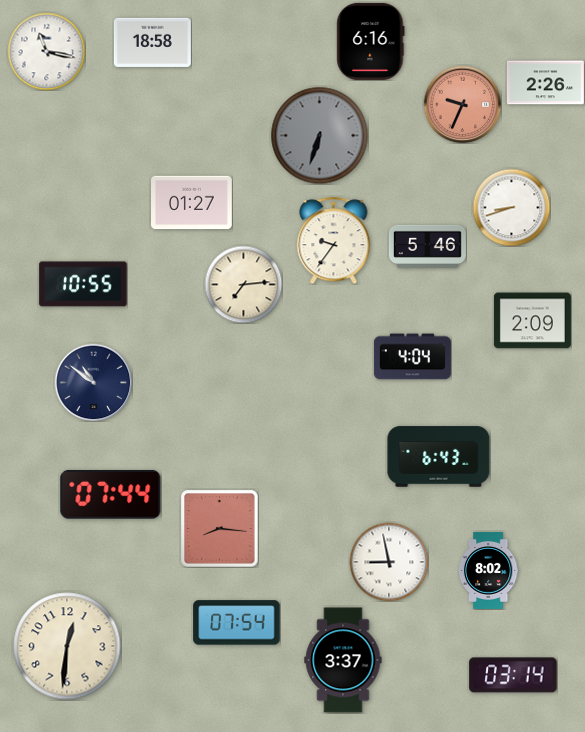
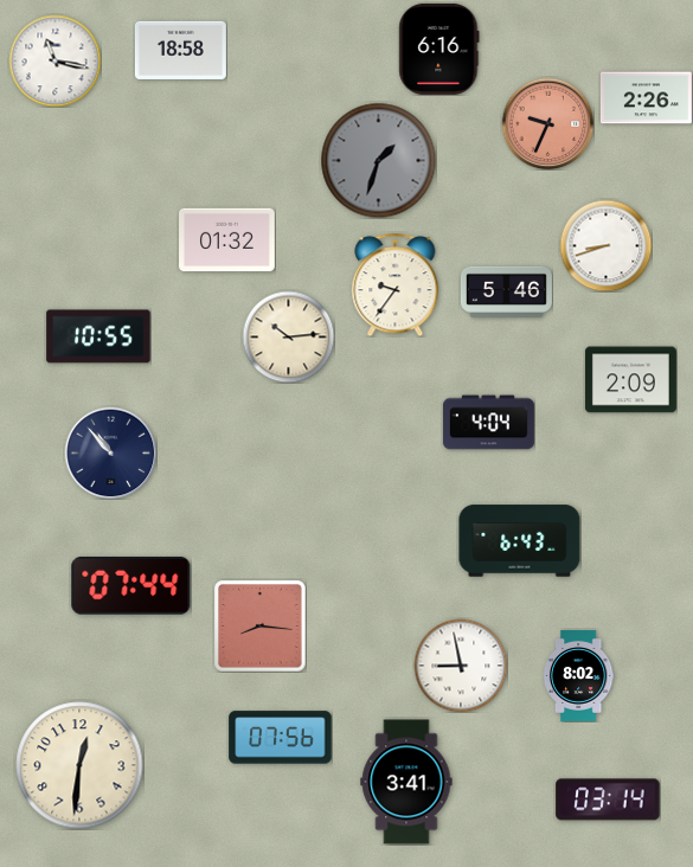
clock at (319, 135): 6:33 -> 1:33
clock at (192, 203): 01:27 -> 01:32
clock at (243, 284): 7:14 -> 10:14
clock at (93, 382): 10:51 -> 10:53
clock at (237, 623): 07:54 -> 07:56
clock at (343, 660): 3:37 -> 3:41
